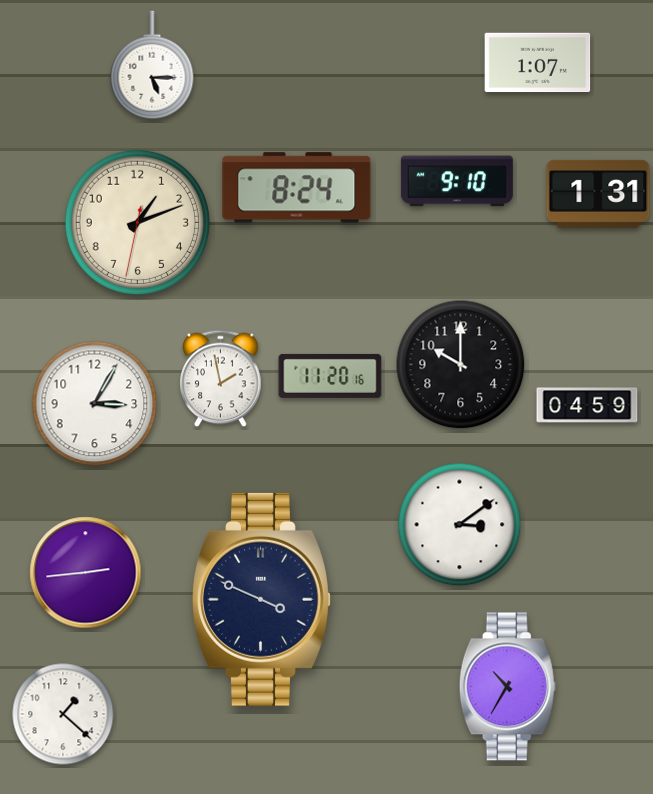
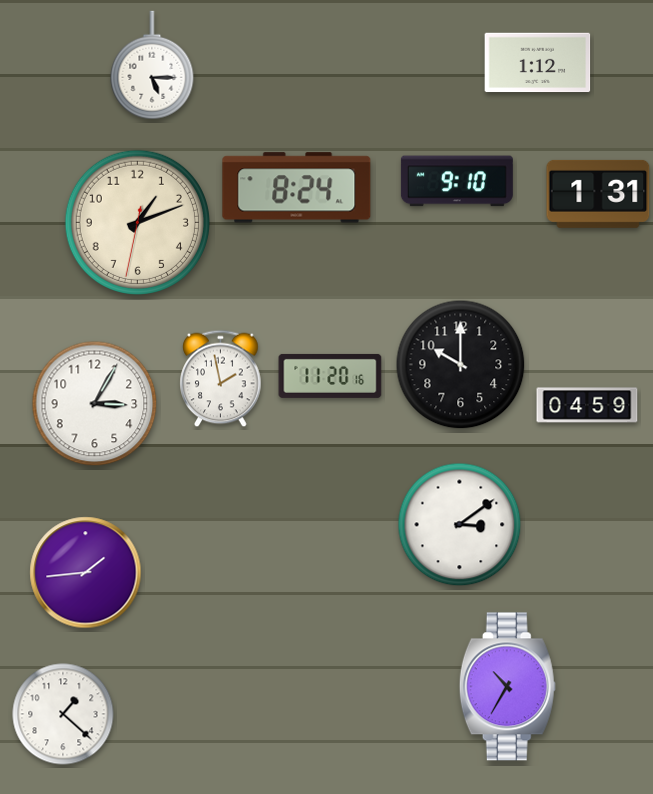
clock at (538, 63): 1:07 -> 1:12
clock at (86, 573): 2:44 -> 1:44
clock at (262, 599): 3:49 -> none
